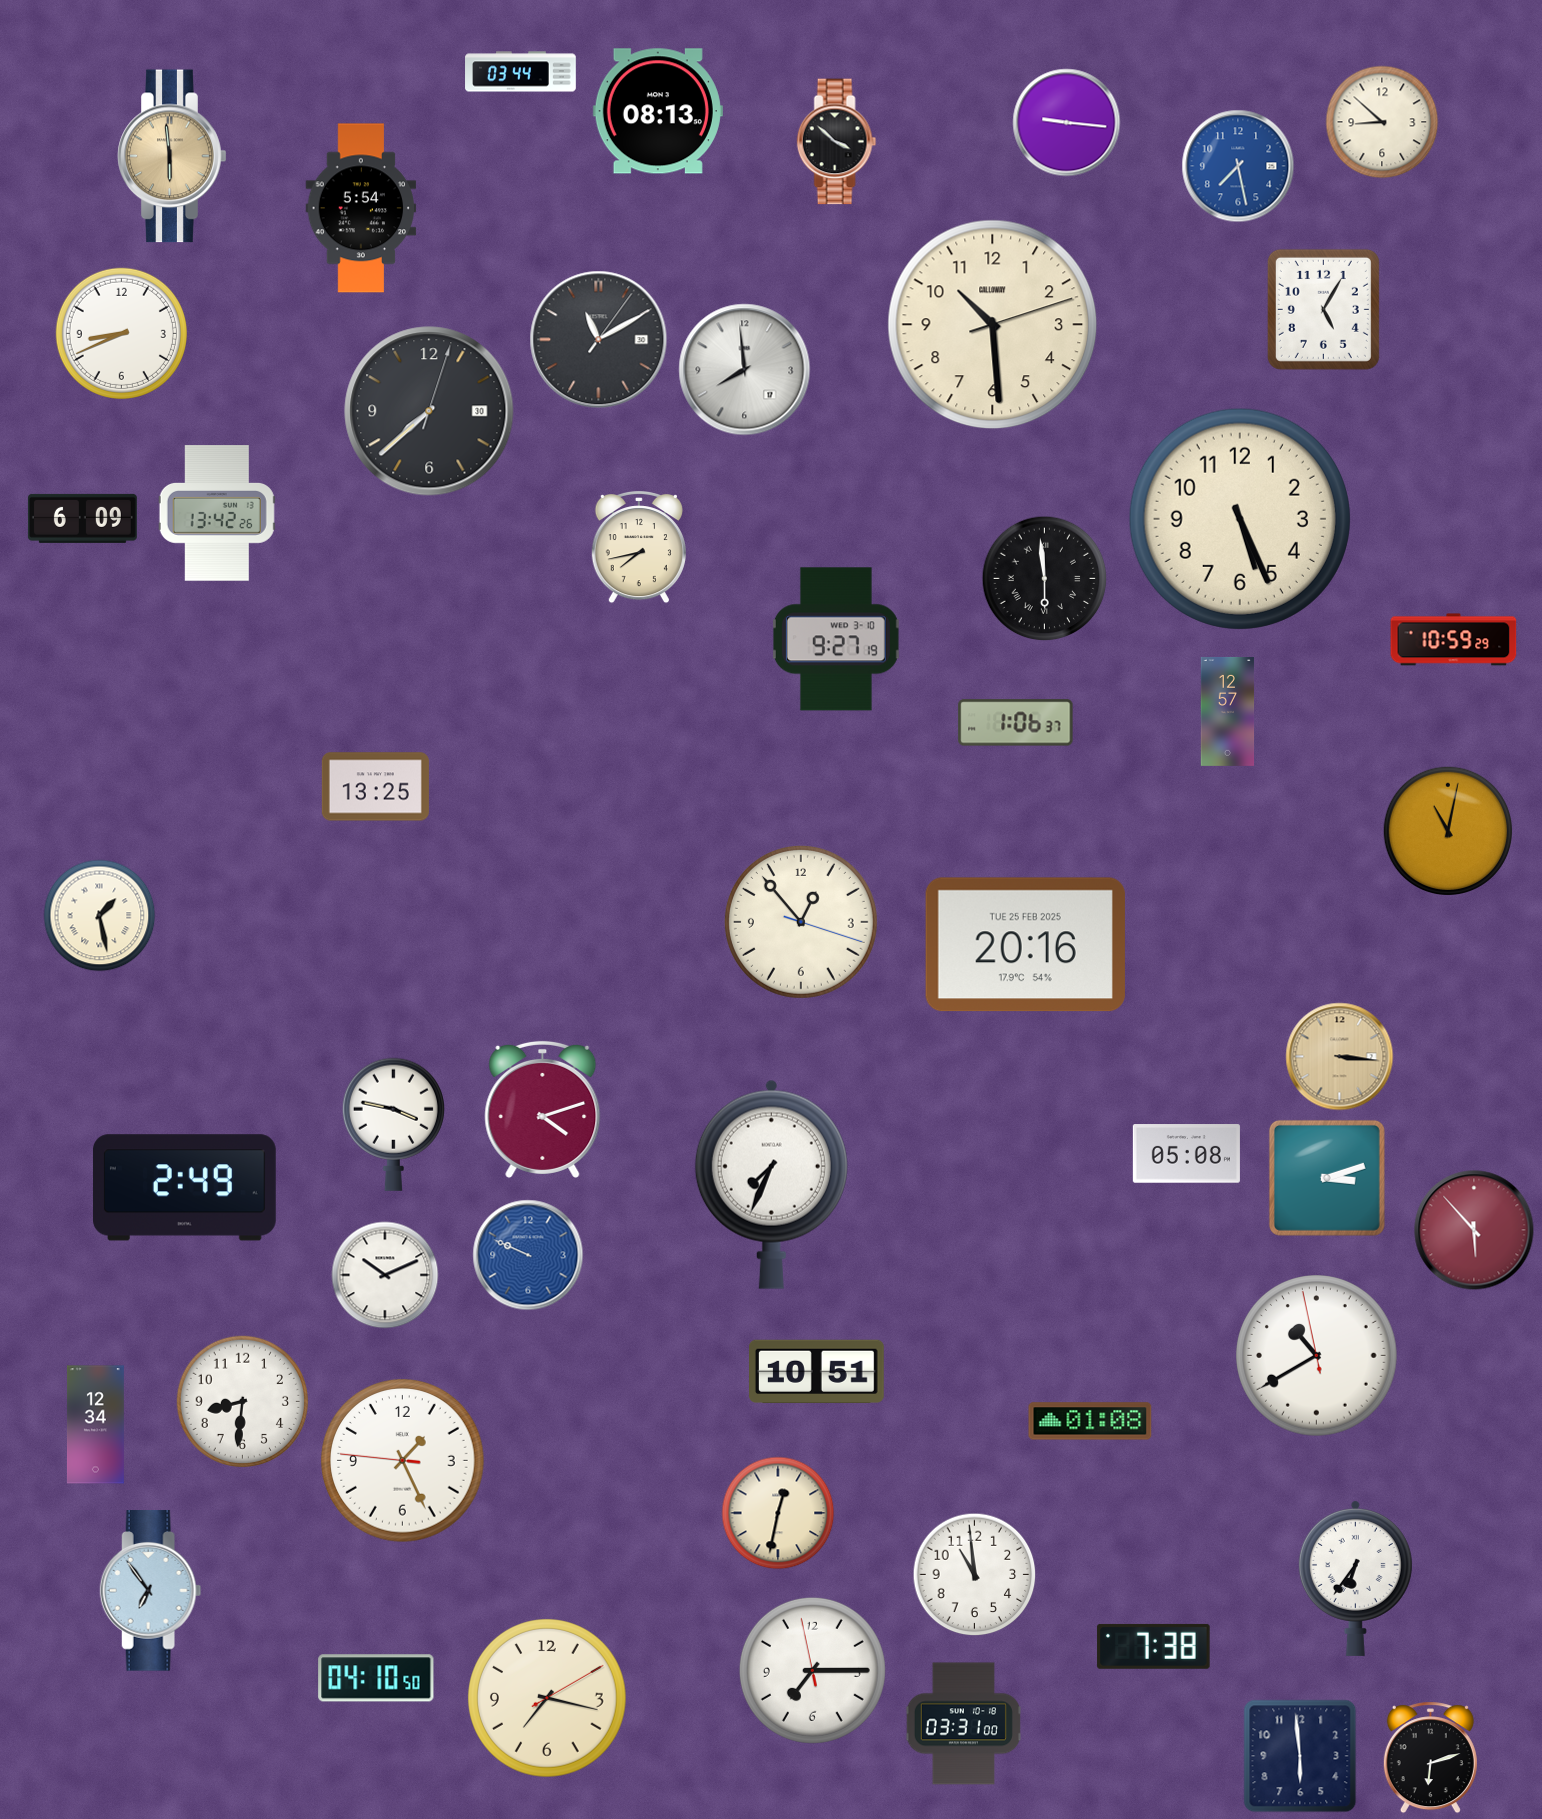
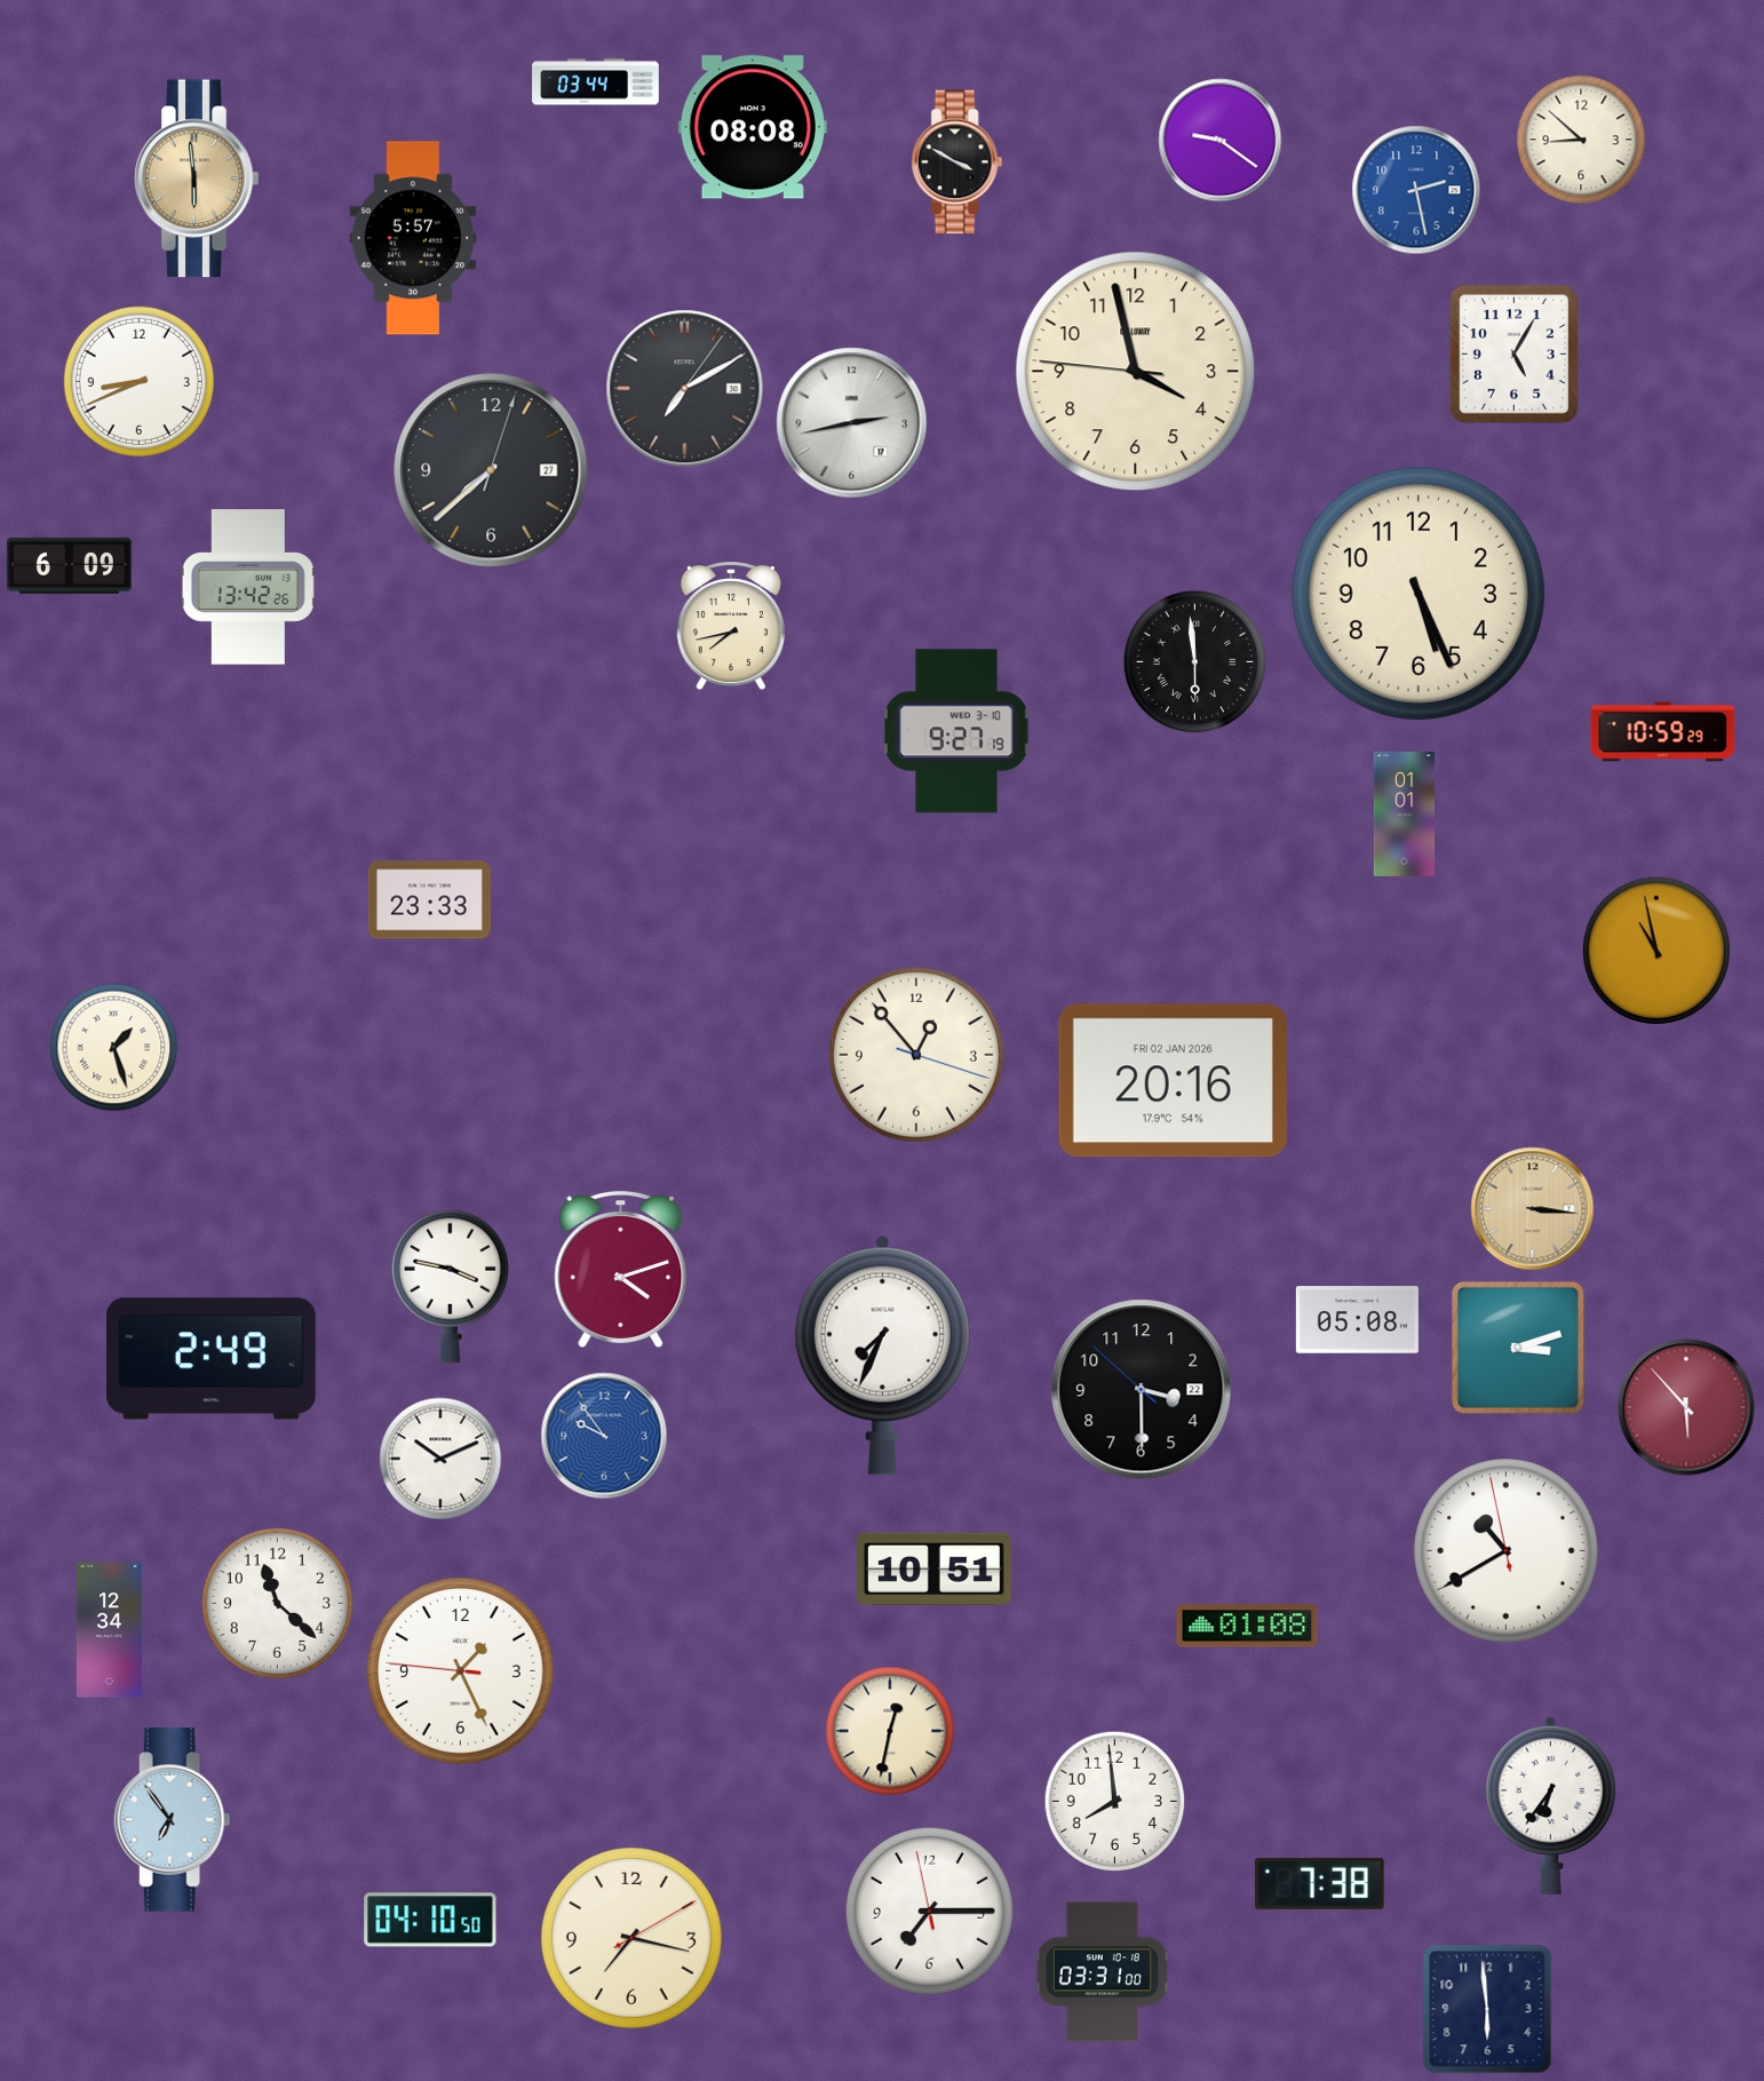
clock at (658, 111): 08:13 -> 08:08
clock at (1067, 123): 9:16 -> 9:21
clock at (837, 142): 3:52 -> 3:50
clock at (1238, 166): 7:28 -> 2:28
clock at (361, 208): 5:54 -> 5:57
clock at (993, 325): 10:29 -> 3:57
clock at (599, 340): 11:10 -> 7:10
clock at (745, 370): 7:59 -> 2:43
clock at (429, 411) date: 30 -> 27
clock at (82, 518) position: (82, 518) -> (69, 565)
clock at (1228, 711): 12:57 -> 01:01
clock at (1016, 723): 1:06 -> none
clock at (375, 787): 13:25 -> 23:33
clock at (1447, 830): 11:02 -> 10:58
clock at (100, 916): 1:28 -> 1:27
clock at (1025, 945) date: TUE 25 FEB 2025 -> FRI 02 JAN 2026
clock at (1142, 1390): none -> 3:29
clock at (528, 1255): 9:49 -> 9:54
clock at (242, 1401): 8:31 -> 11:22
clock at (975, 1575): 10:59 -> 7:59
clock at (548, 1699) position: (548, 1699) -> (633, 1939)
clock at (1430, 1758): 6:12 -> none
